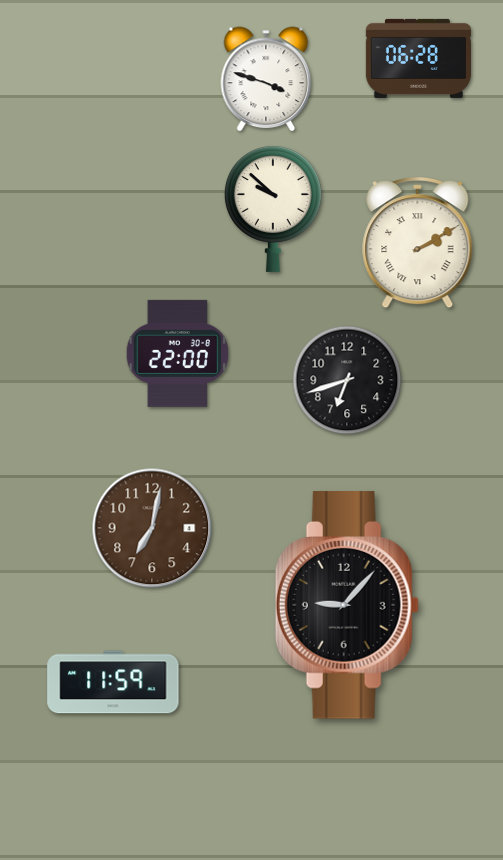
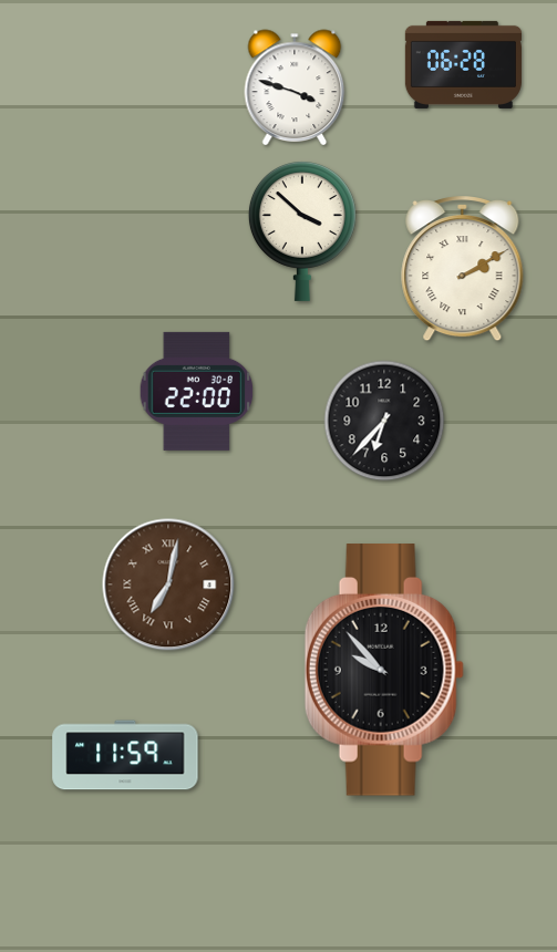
clock at (273, 209): 9:52 -> 3:52
clock at (347, 380): 6:42 -> 6:37
clock at (152, 528) numerals: Arabic -> Roman
clock at (347, 605): 9:07 -> 9:53
